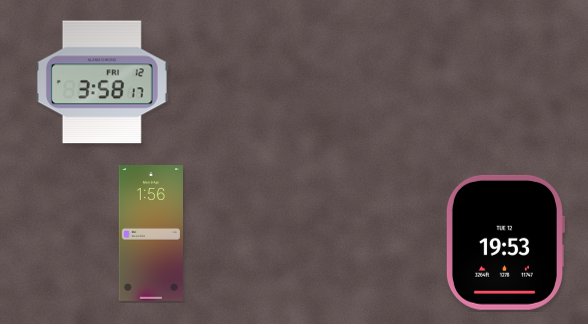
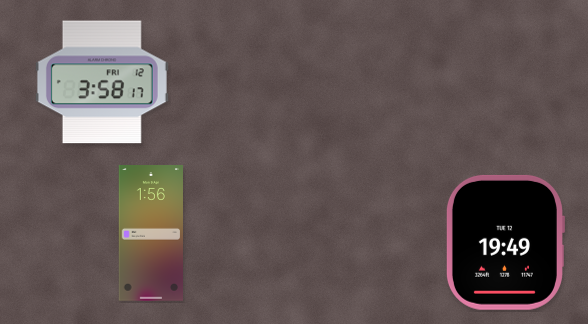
clock at (505, 242): 19:53 -> 19:49
